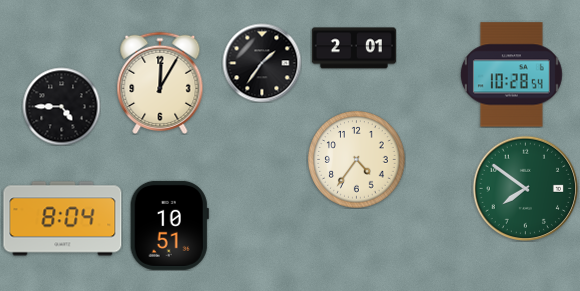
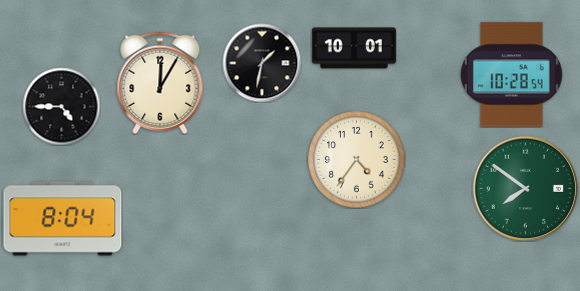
clock at (354, 48): 2:01 -> 10:01
clock at (262, 63): 1:36 -> 1:32
clock at (169, 225): 10:51 -> none
